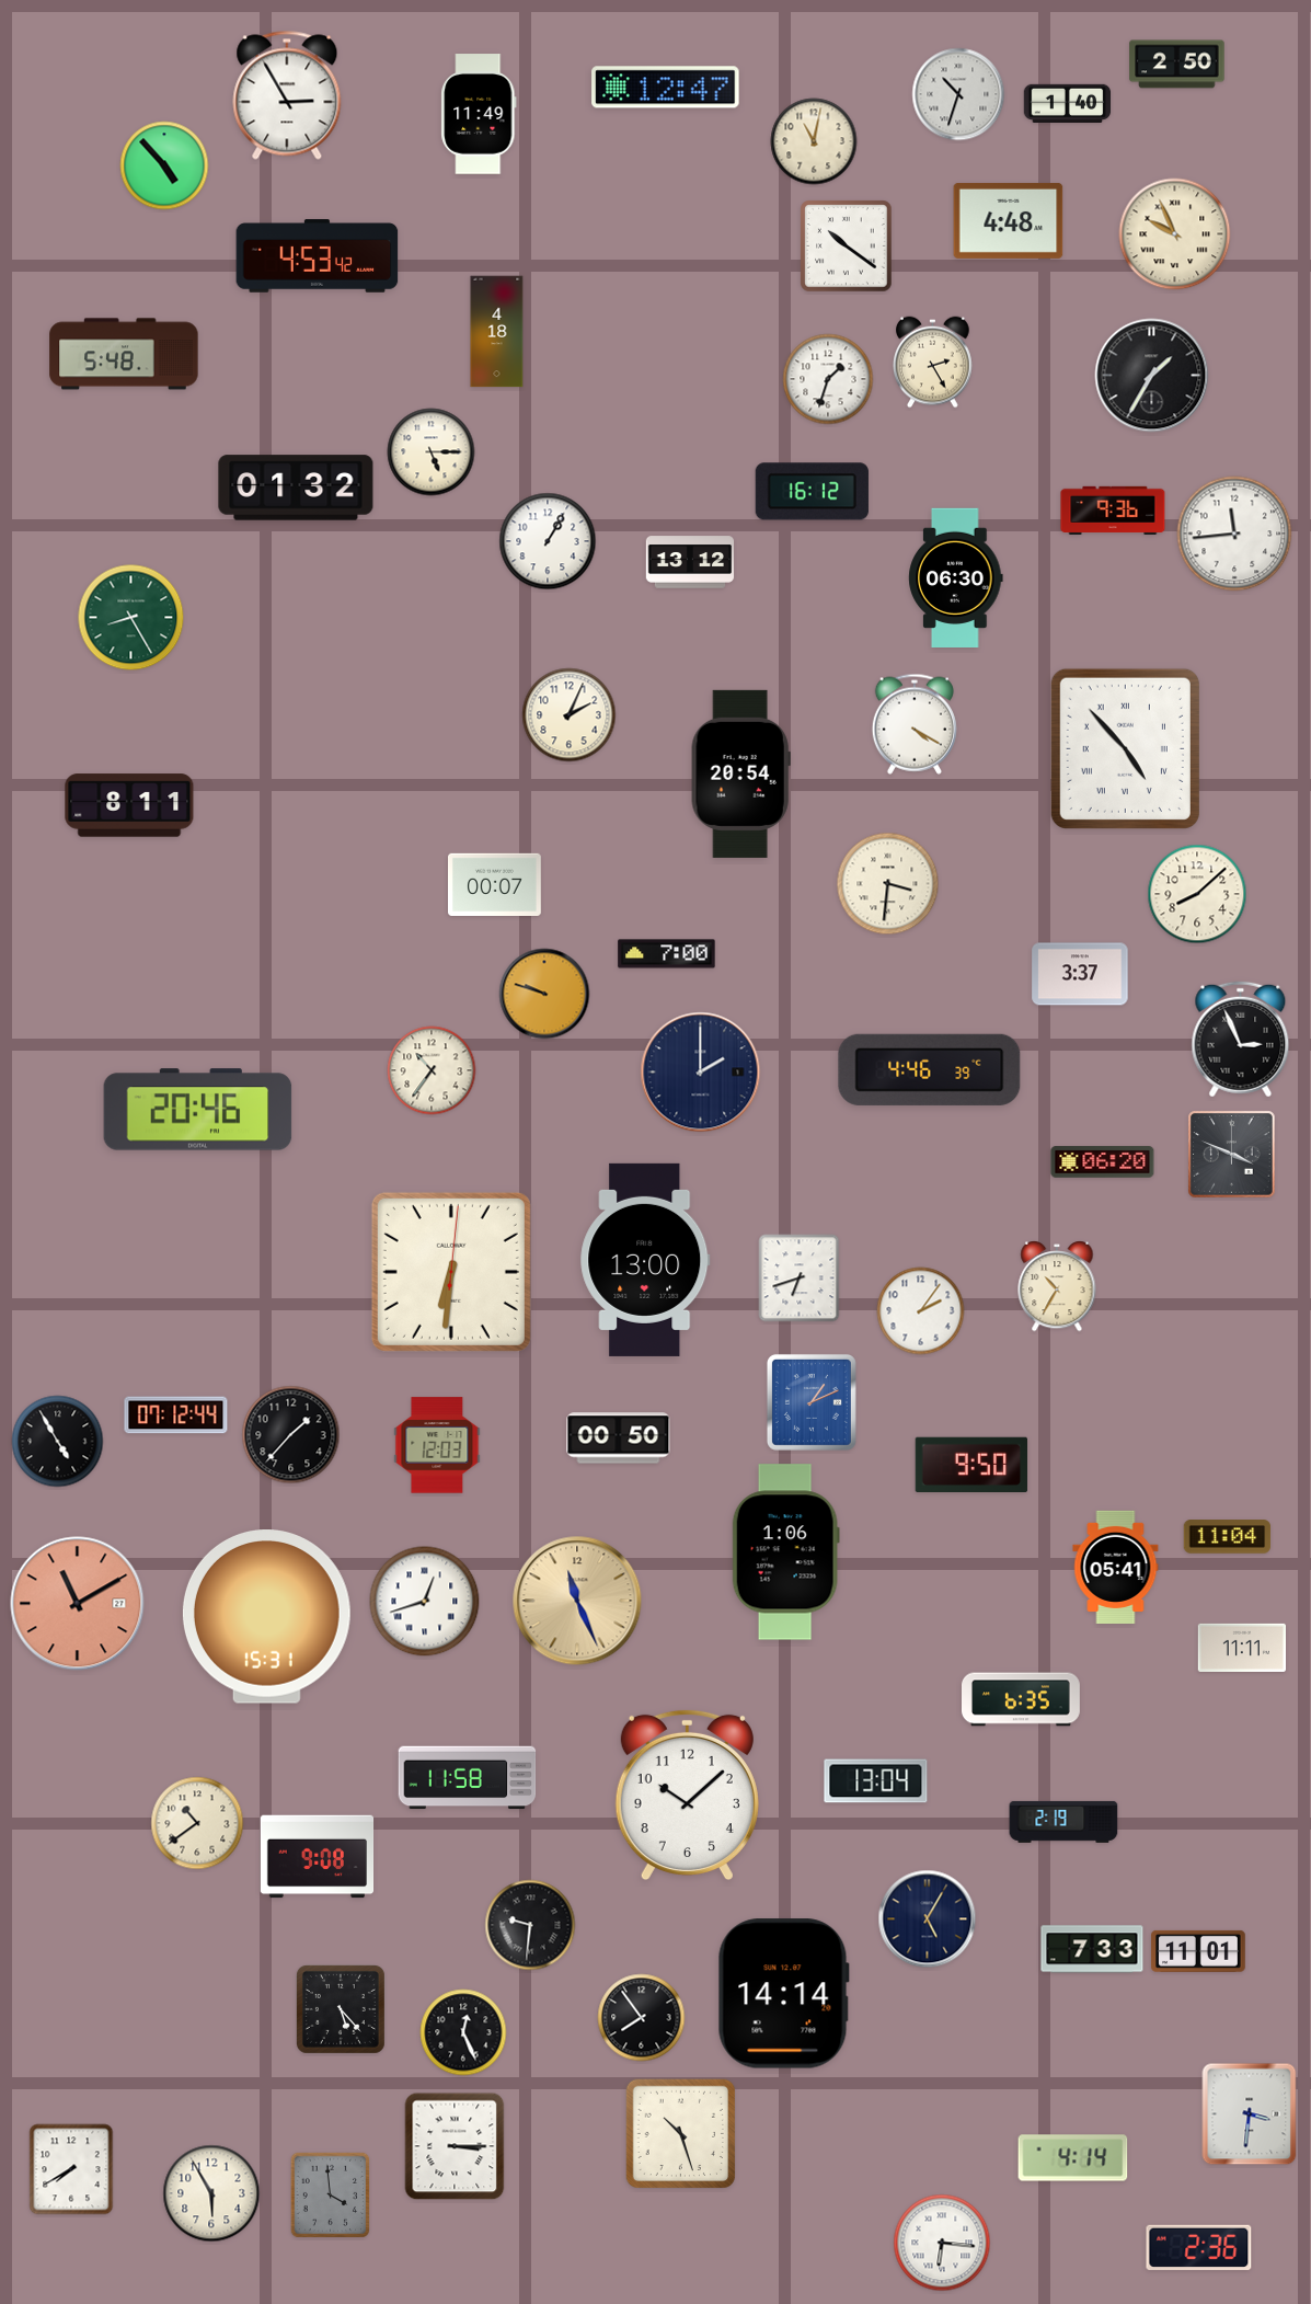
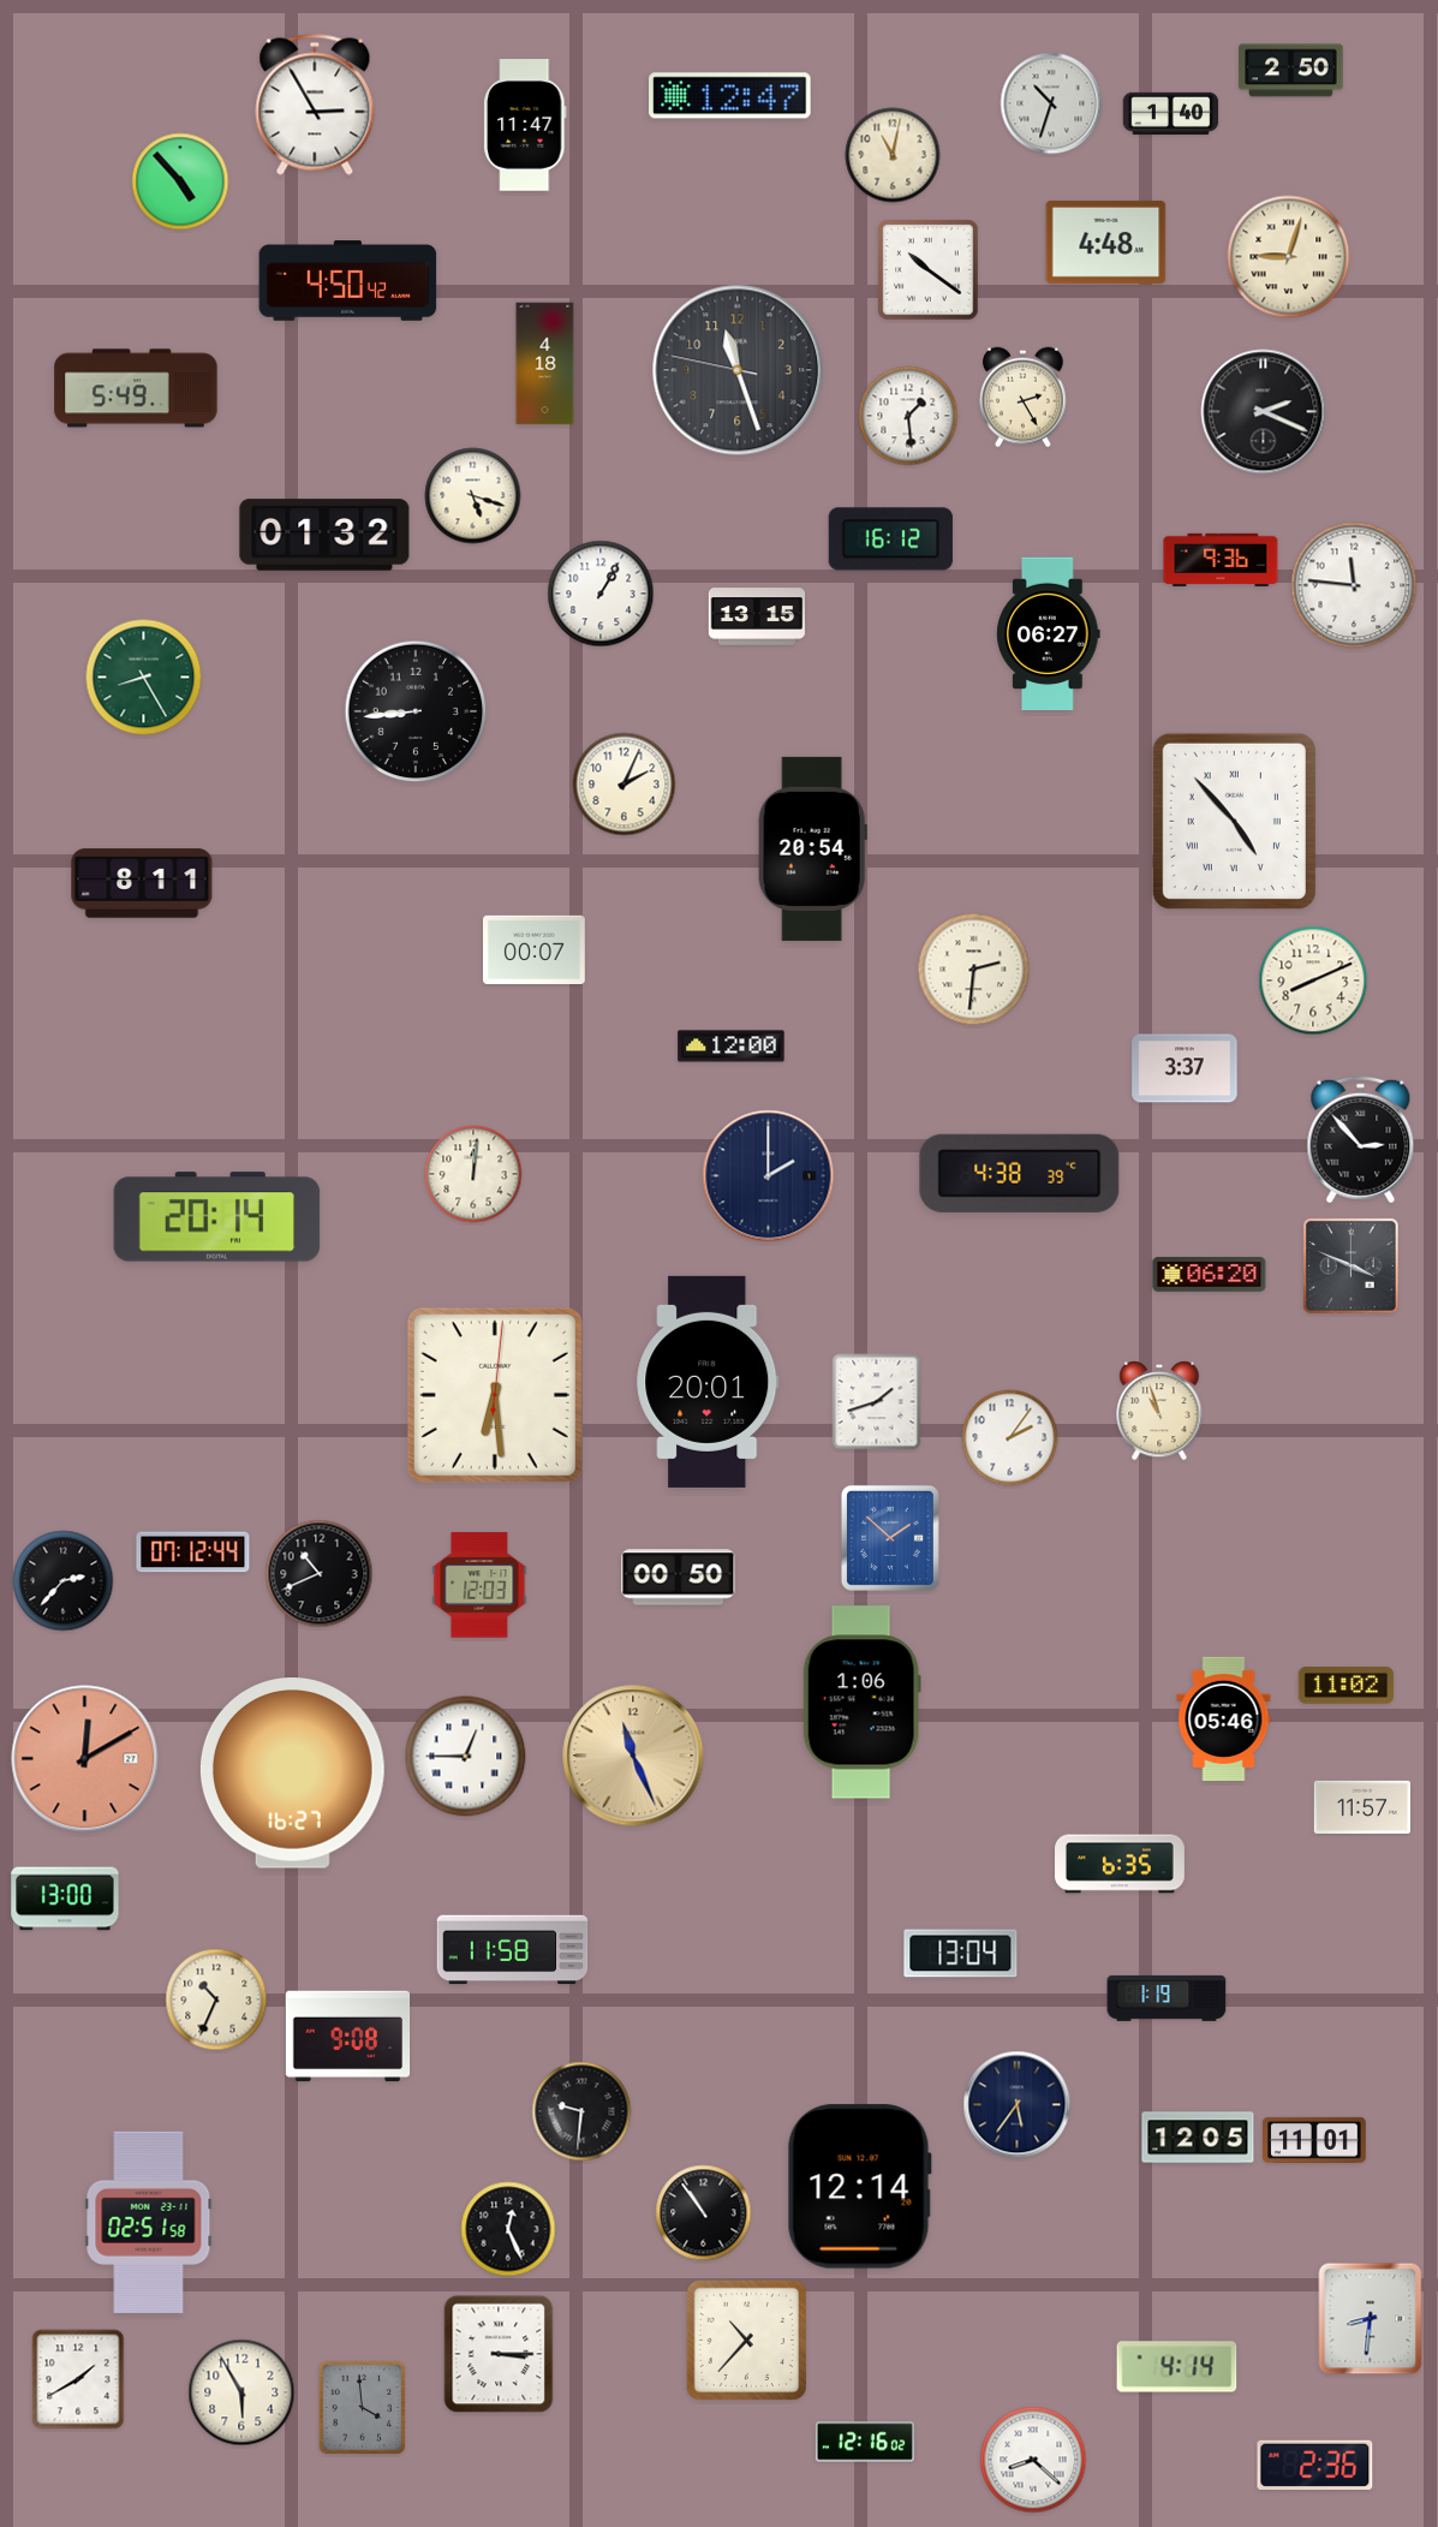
clock at (479, 114): 11:49 -> 11:47
clock at (1175, 234): 9:56 -> 9:03
clock at (318, 256): 4:53 -> 4:50
clock at (738, 370): none -> 11:26
clock at (124, 354): 5:48 -> 5:49
clock at (1152, 376): 1:35 -> 2:19
clock at (828, 379): 1:33 -> 1:29
clock at (432, 452): 5:15 -> 5:18
clock at (1234, 534): 11:44 -> 11:46
clock at (690, 562): 13:12 -> 13:15
clock at (956, 577): 06:30 -> 06:27
clock at (416, 711): none -> 8:44
clock at (915, 724): 4:20 -> none
clock at (495, 884) position: (495, 884) -> (535, 949)
clock at (888, 884): 3:31 -> 2:31
clock at (1197, 894): 8:08 -> 8:11
clock at (667, 954): 7:00 -> 12:00
clock at (544, 994): 9:48 -> none
clock at (1241, 1040): 2:56 -> 2:53
clock at (930, 1069): 4:46 -> 4:38
clock at (432, 1070): 10:36 -> 12:01
clock at (198, 1110): 20:46 -> 20:14
clock at (645, 1260): 13:00 -> 20:01
clock at (451, 1272): 6:31 -> 6:29
clock at (800, 1279): 6:42 -> 1:42
clock at (1057, 1286): 10:35 -> 10:57
clock at (812, 1402): 1:11 -> 1:52
clock at (291, 1435): 1:37 -> 10:41
clock at (58, 1442): 4:55 -> 2:37
clock at (971, 1465): 9:50 -> none
clock at (1228, 1537): 11:04 -> 11:02
clock at (1116, 1568): 05:41 -> 05:46
clock at (425, 1602): 12:42 -> 12:45
clock at (78, 1604): 11:10 -> 12:10
clock at (266, 1617): 15:31 -> 16:27
clock at (1241, 1648): 11:11 -> 11:57
clock at (65, 1899): none -> 13:00
clock at (687, 1796): 10:08 -> none
clock at (1063, 1822): 2:19 -> 1:19
clock at (197, 1823): 10:39 -> 10:34
clock at (928, 1919): 5:05 -> 5:36
clock at (1092, 1949): 7:33 -> 12:05
clock at (783, 1994): 14:14 -> 12:14
clock at (341, 2009): 5:23 -> none
clock at (642, 2018): 7:54 -> 10:54
clock at (149, 2222): none -> 02:51
clock at (1250, 2114): 3:31 -> 8:31
clock at (681, 2134): 10:27 -> 10:37
clock at (71, 2169): 7:40 -> 1:40
clock at (211, 2193) position: (211, 2193) -> (241, 2392)
clock at (865, 2442): none -> 12:16
clock at (942, 2243): 6:16 -> 8:22
